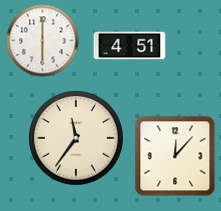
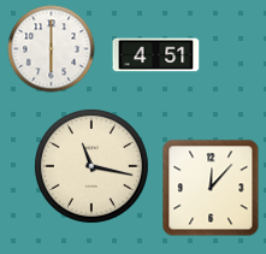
clock at (76, 138): 11:36 -> 11:17
